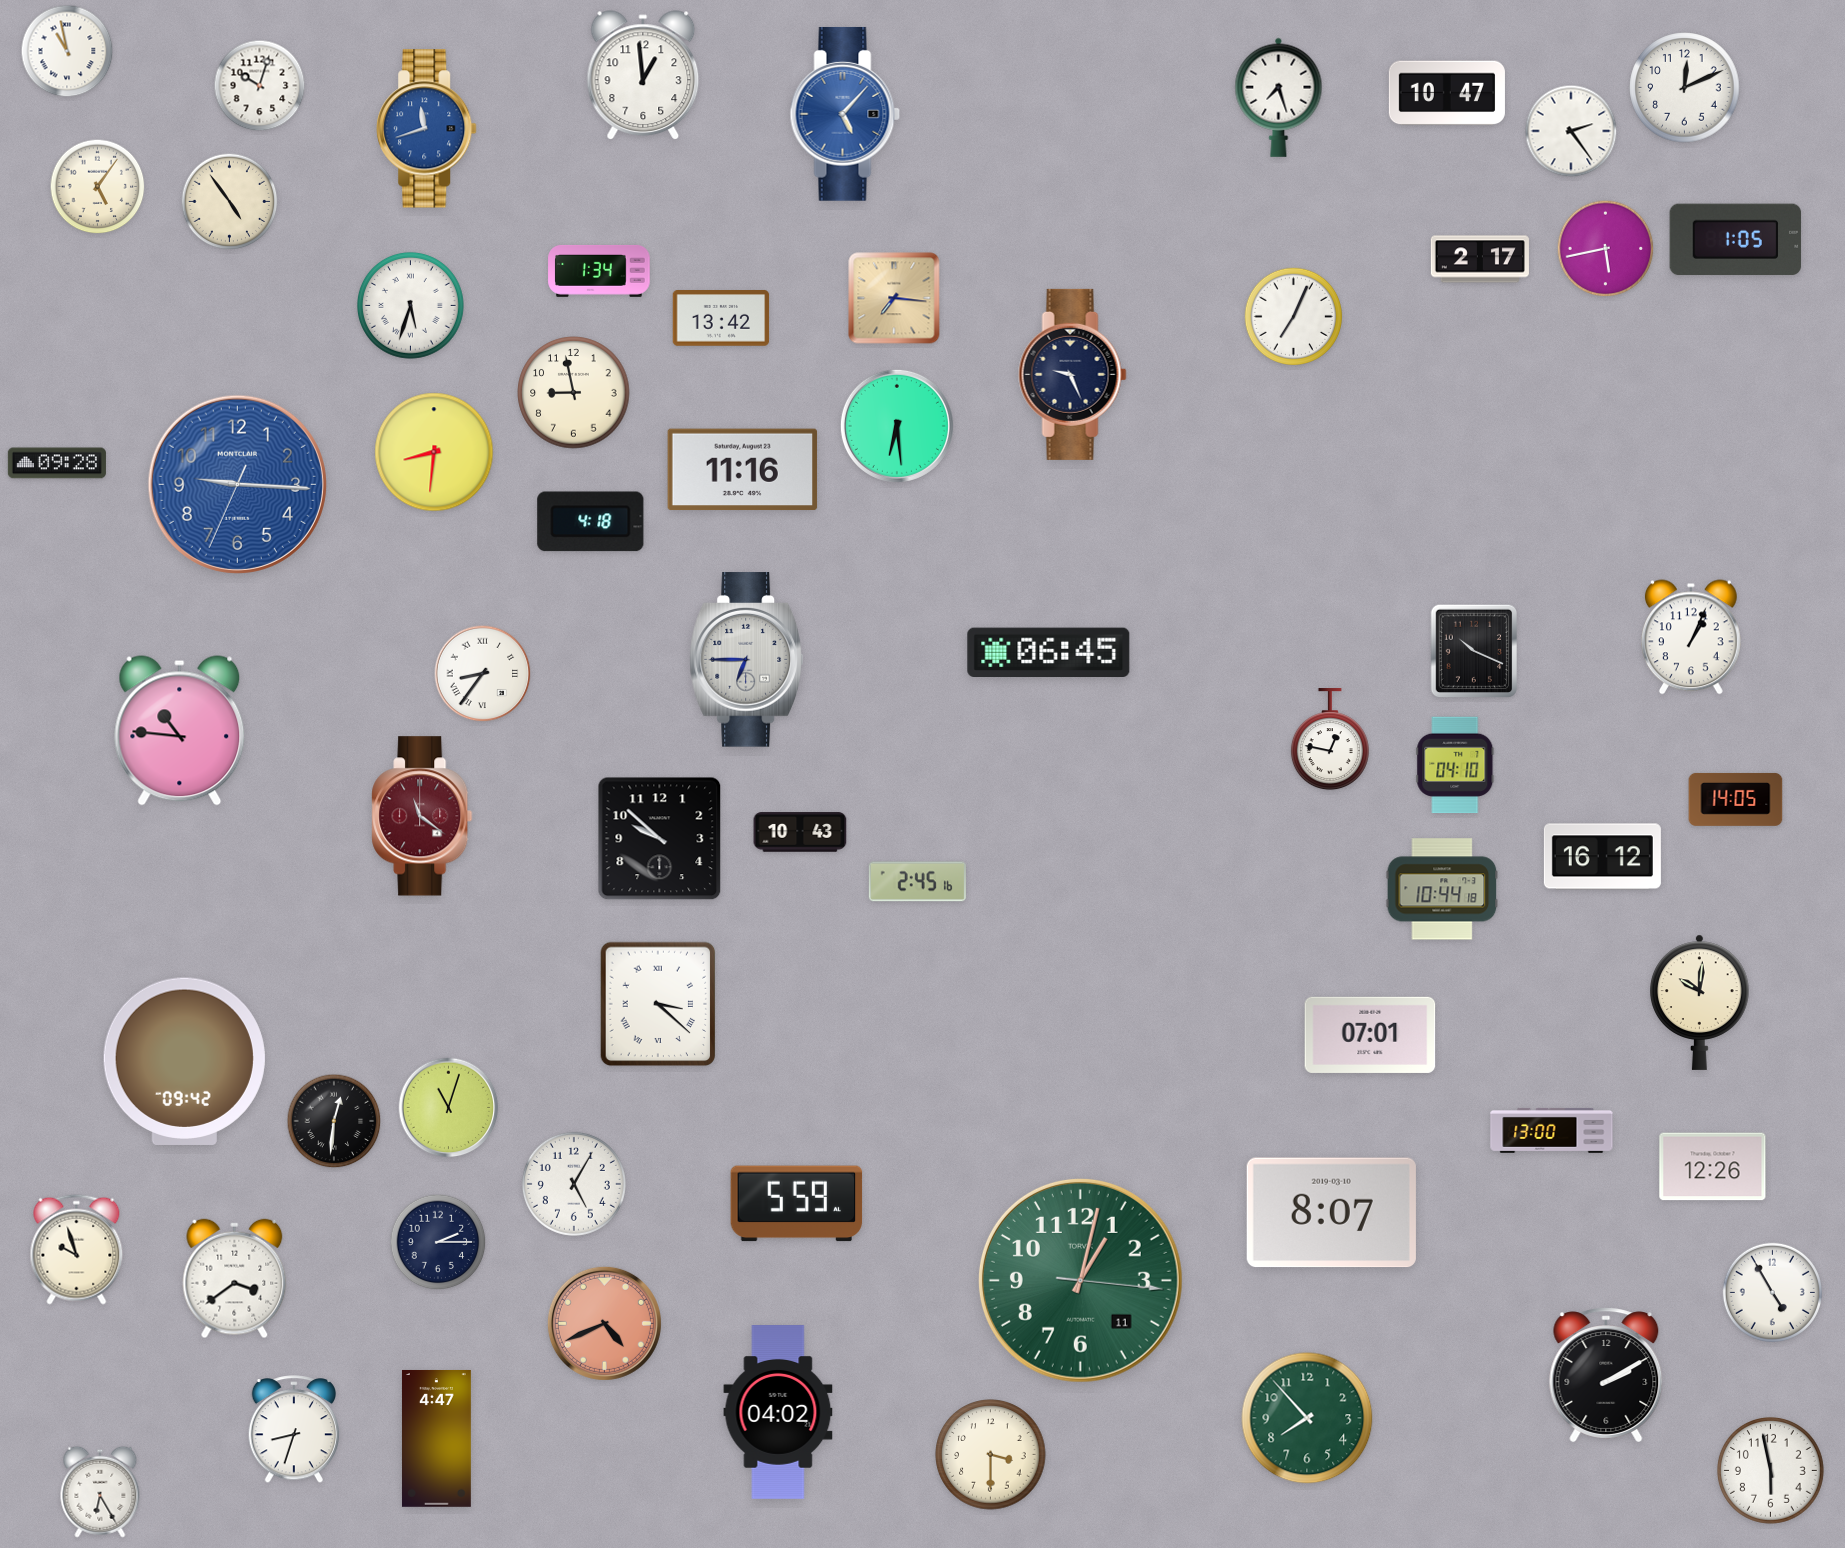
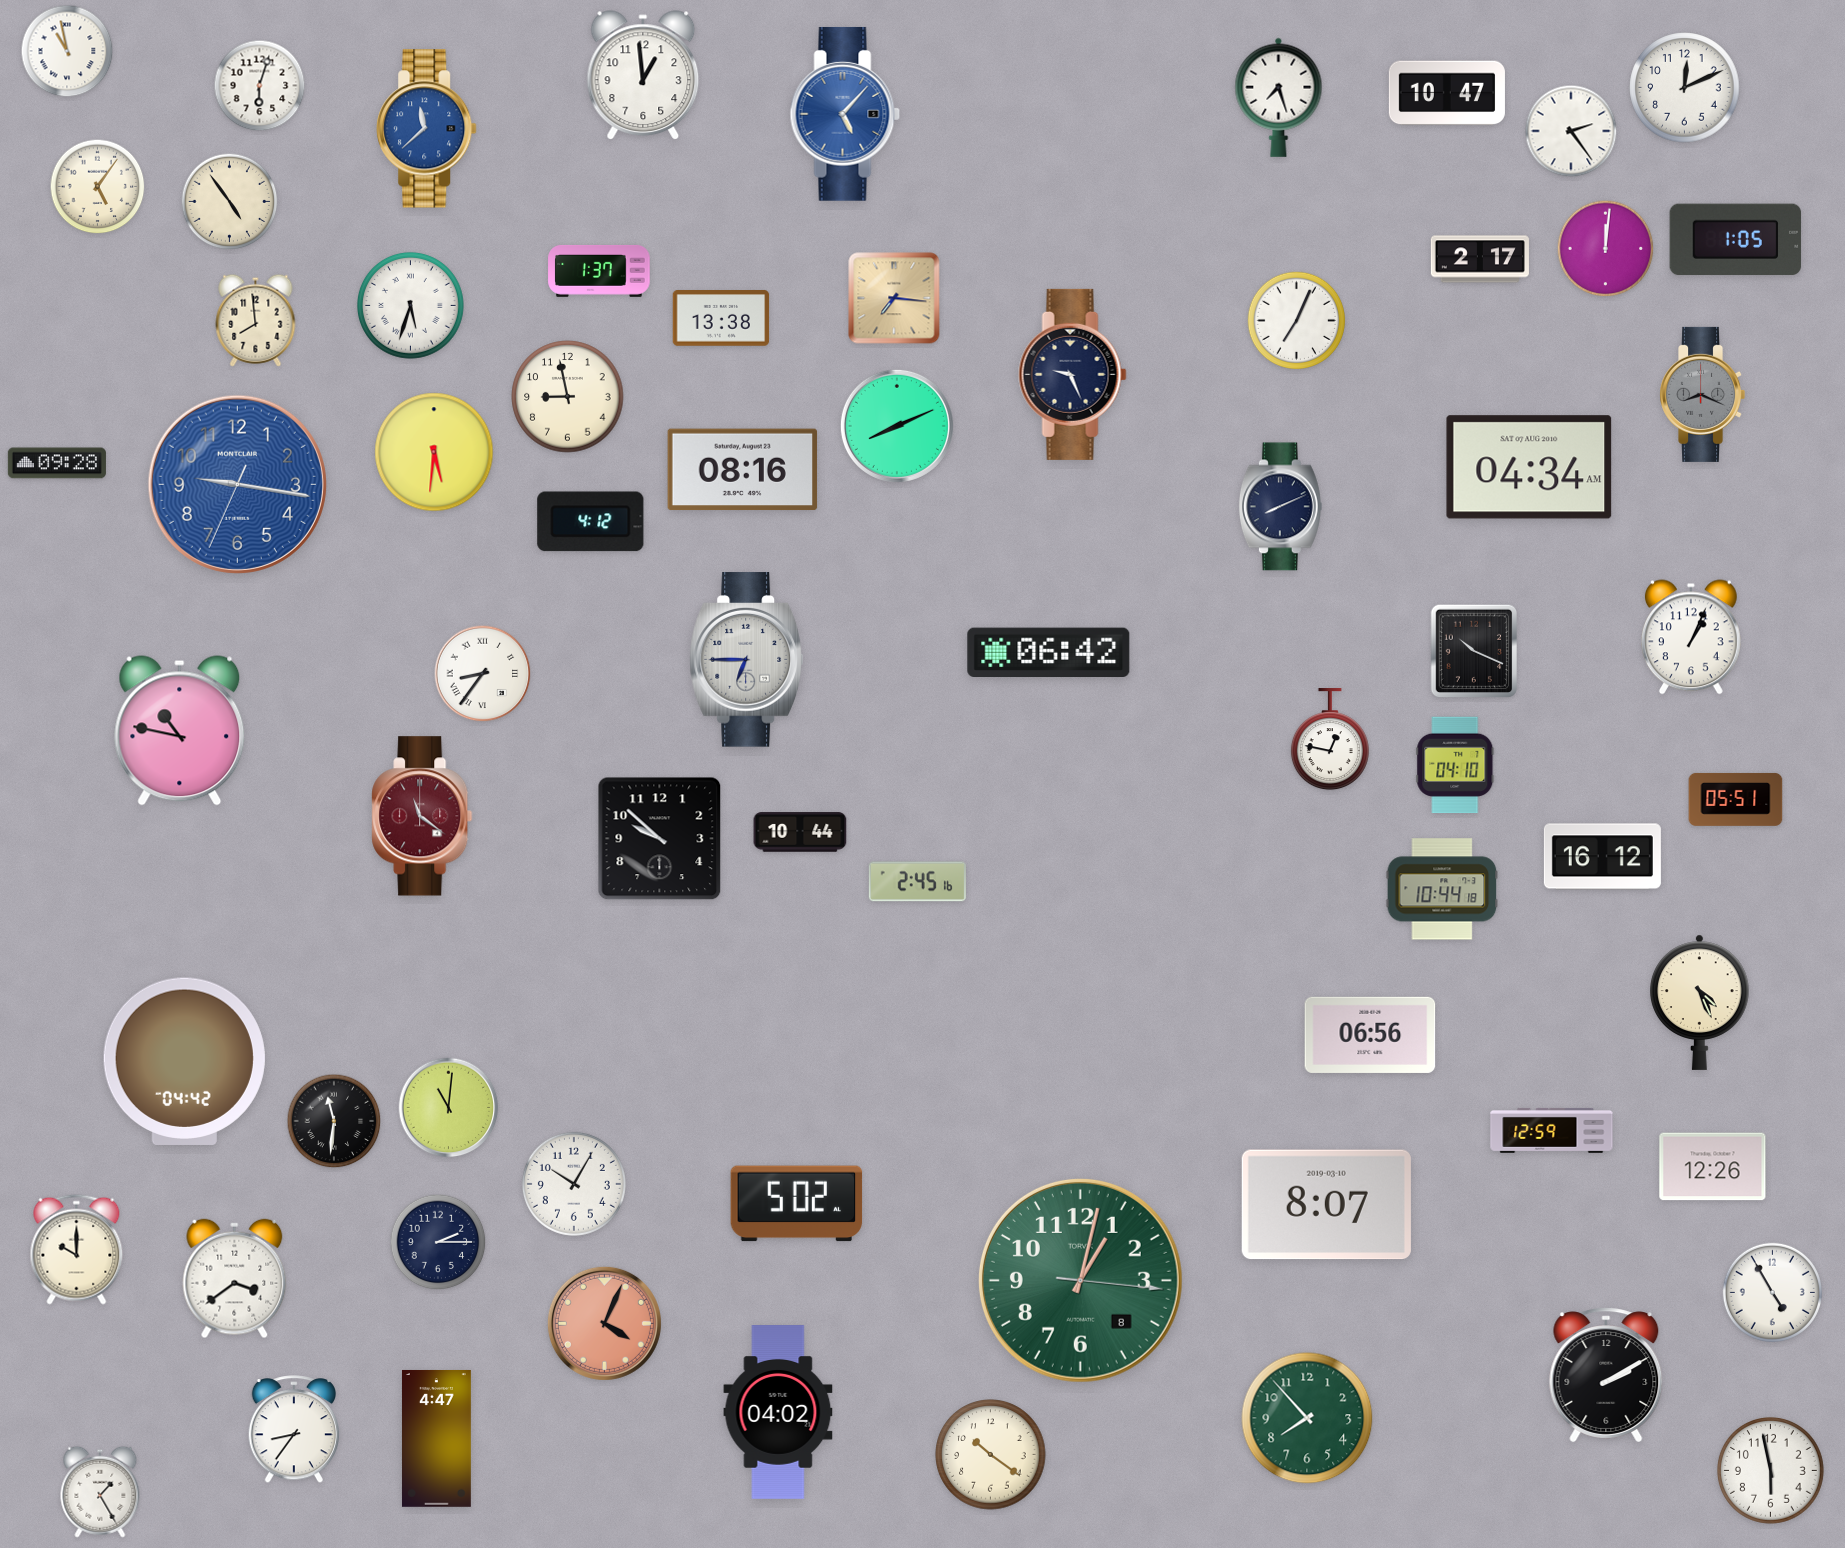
clock at (260, 86): 10:03 -> 6:03
clock at (427, 129): 11:42 -> 11:38
clock at (1606, 249): 5:43 -> 12:01
clock at (599, 271): 1:34 -> 1:37
clock at (1294, 317) position: (1294, 317) -> (1297, 321)
clock at (721, 318): 13:42 -> 13:38
clock at (256, 320): none -> 7:59
clock at (574, 393) position: (574, 393) -> (568, 397)
clock at (1703, 394): none -> 8:19
clock at (897, 426): 6:29 -> 8:11
clock at (434, 452): 8:31 -> 5:31
clock at (1529, 467): none -> 04:34
clock at (743, 470): 11:16 -> 08:16
clock at (237, 484): 9:15 -> 9:16
clock at (1280, 507): none -> 8:11
clock at (591, 522): 4:18 -> 4:12
clock at (1049, 652): 06:45 -> 06:42
clock at (180, 731): 10:46 -> 10:47
clock at (1736, 799): 14:05 -> 05:51
clock at (800, 832): 10:43 -> 10:44
clock at (1700, 1002): 10:01 -> 4:26
clock at (658, 1004): 3:22 -> none
clock at (1370, 1035): 07:01 -> 06:56
clock at (184, 1061): 09:42 -> 04:42
clock at (449, 1108): 11:03 -> 11:01
clock at (334, 1121): 12:31 -> 11:31
clock at (1552, 1130): 13:00 -> 12:59
clock at (574, 1184): 5:05 -> 10:05
clock at (797, 1204): 5:59 -> 5:02
clock at (1331, 1213) position: (1331, 1213) -> (1326, 1205)
clock at (77, 1249): 9:57 -> 10:00
clock at (1080, 1280) date: 11 -> 8
clock at (604, 1323): 4:41 -> 4:04
clock at (293, 1430): 8:33 -> 8:36
clock at (991, 1455): 3:30 -> 10:21
clock at (100, 1492): 6:25 -> 1:25
